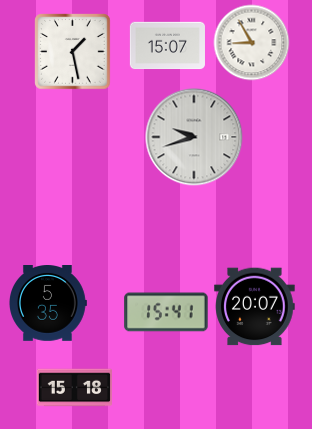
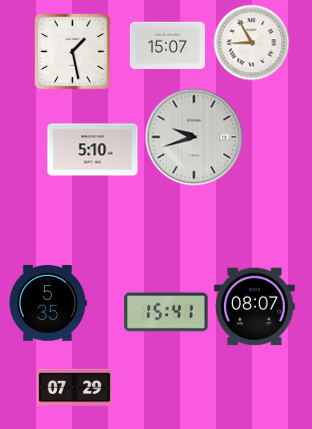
clock at (93, 150): none -> 5:10
clock at (255, 307): 20:07 -> 08:07
clock at (74, 388): 15:18 -> 07:29
